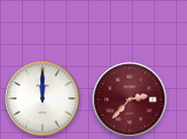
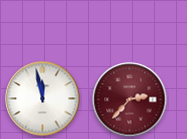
clock at (43, 99): 12:00 -> 11:58
